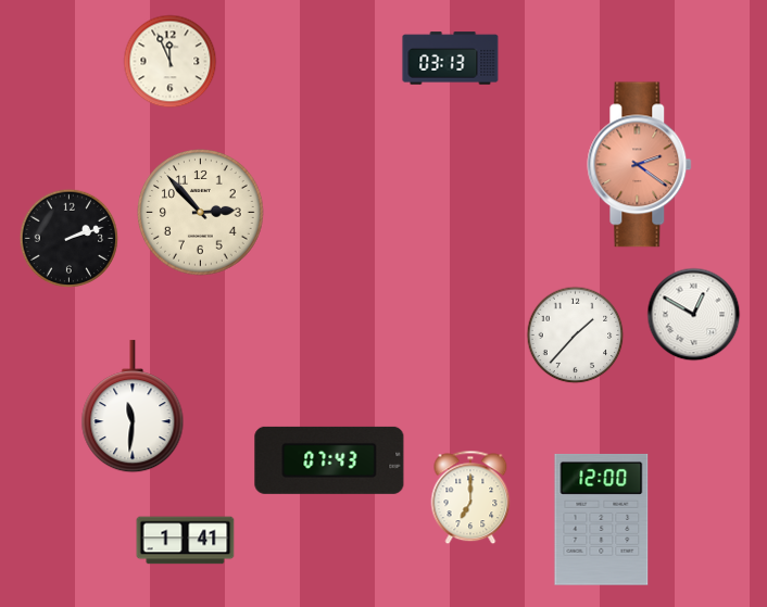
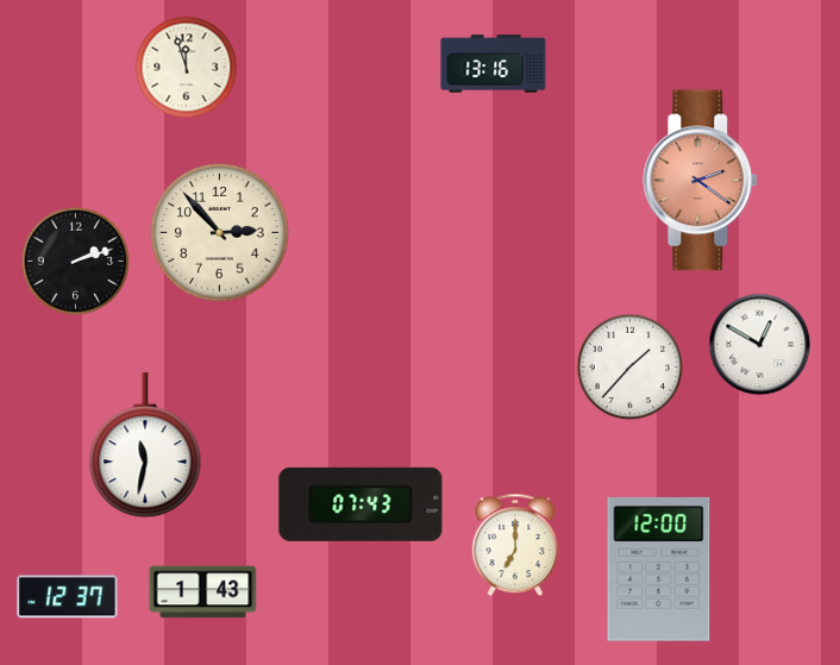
clock at (451, 59): 03:13 -> 13:16
clock at (171, 62): 11:56 -> 11:57
clock at (133, 407): 11:31 -> 11:32
clock at (186, 541): 1:41 -> 1:43
clock at (68, 597): none -> 12:37
